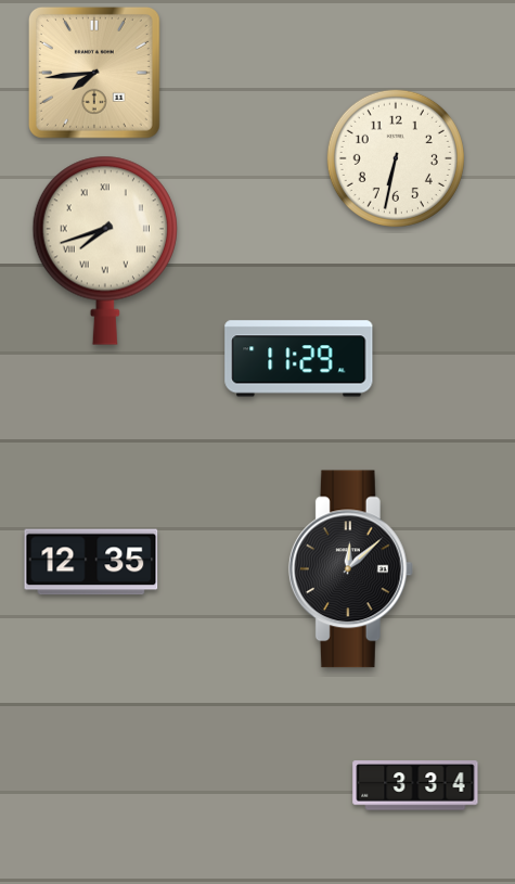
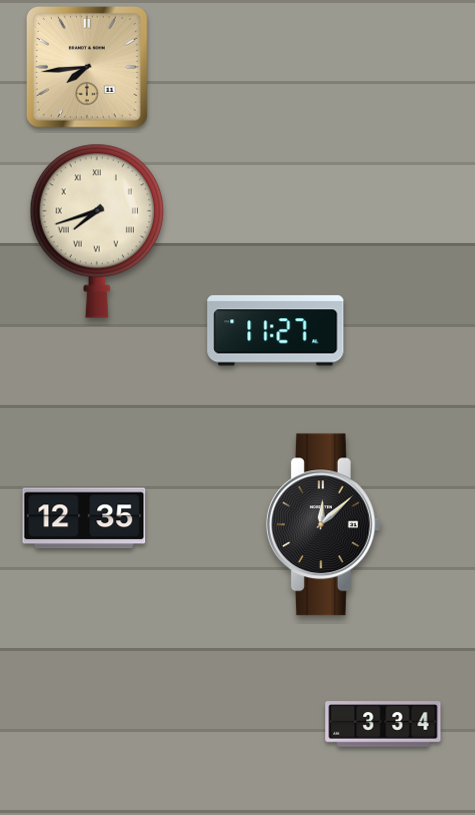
clock at (396, 158): 6:32 -> none
clock at (299, 359): 11:29 -> 11:27
